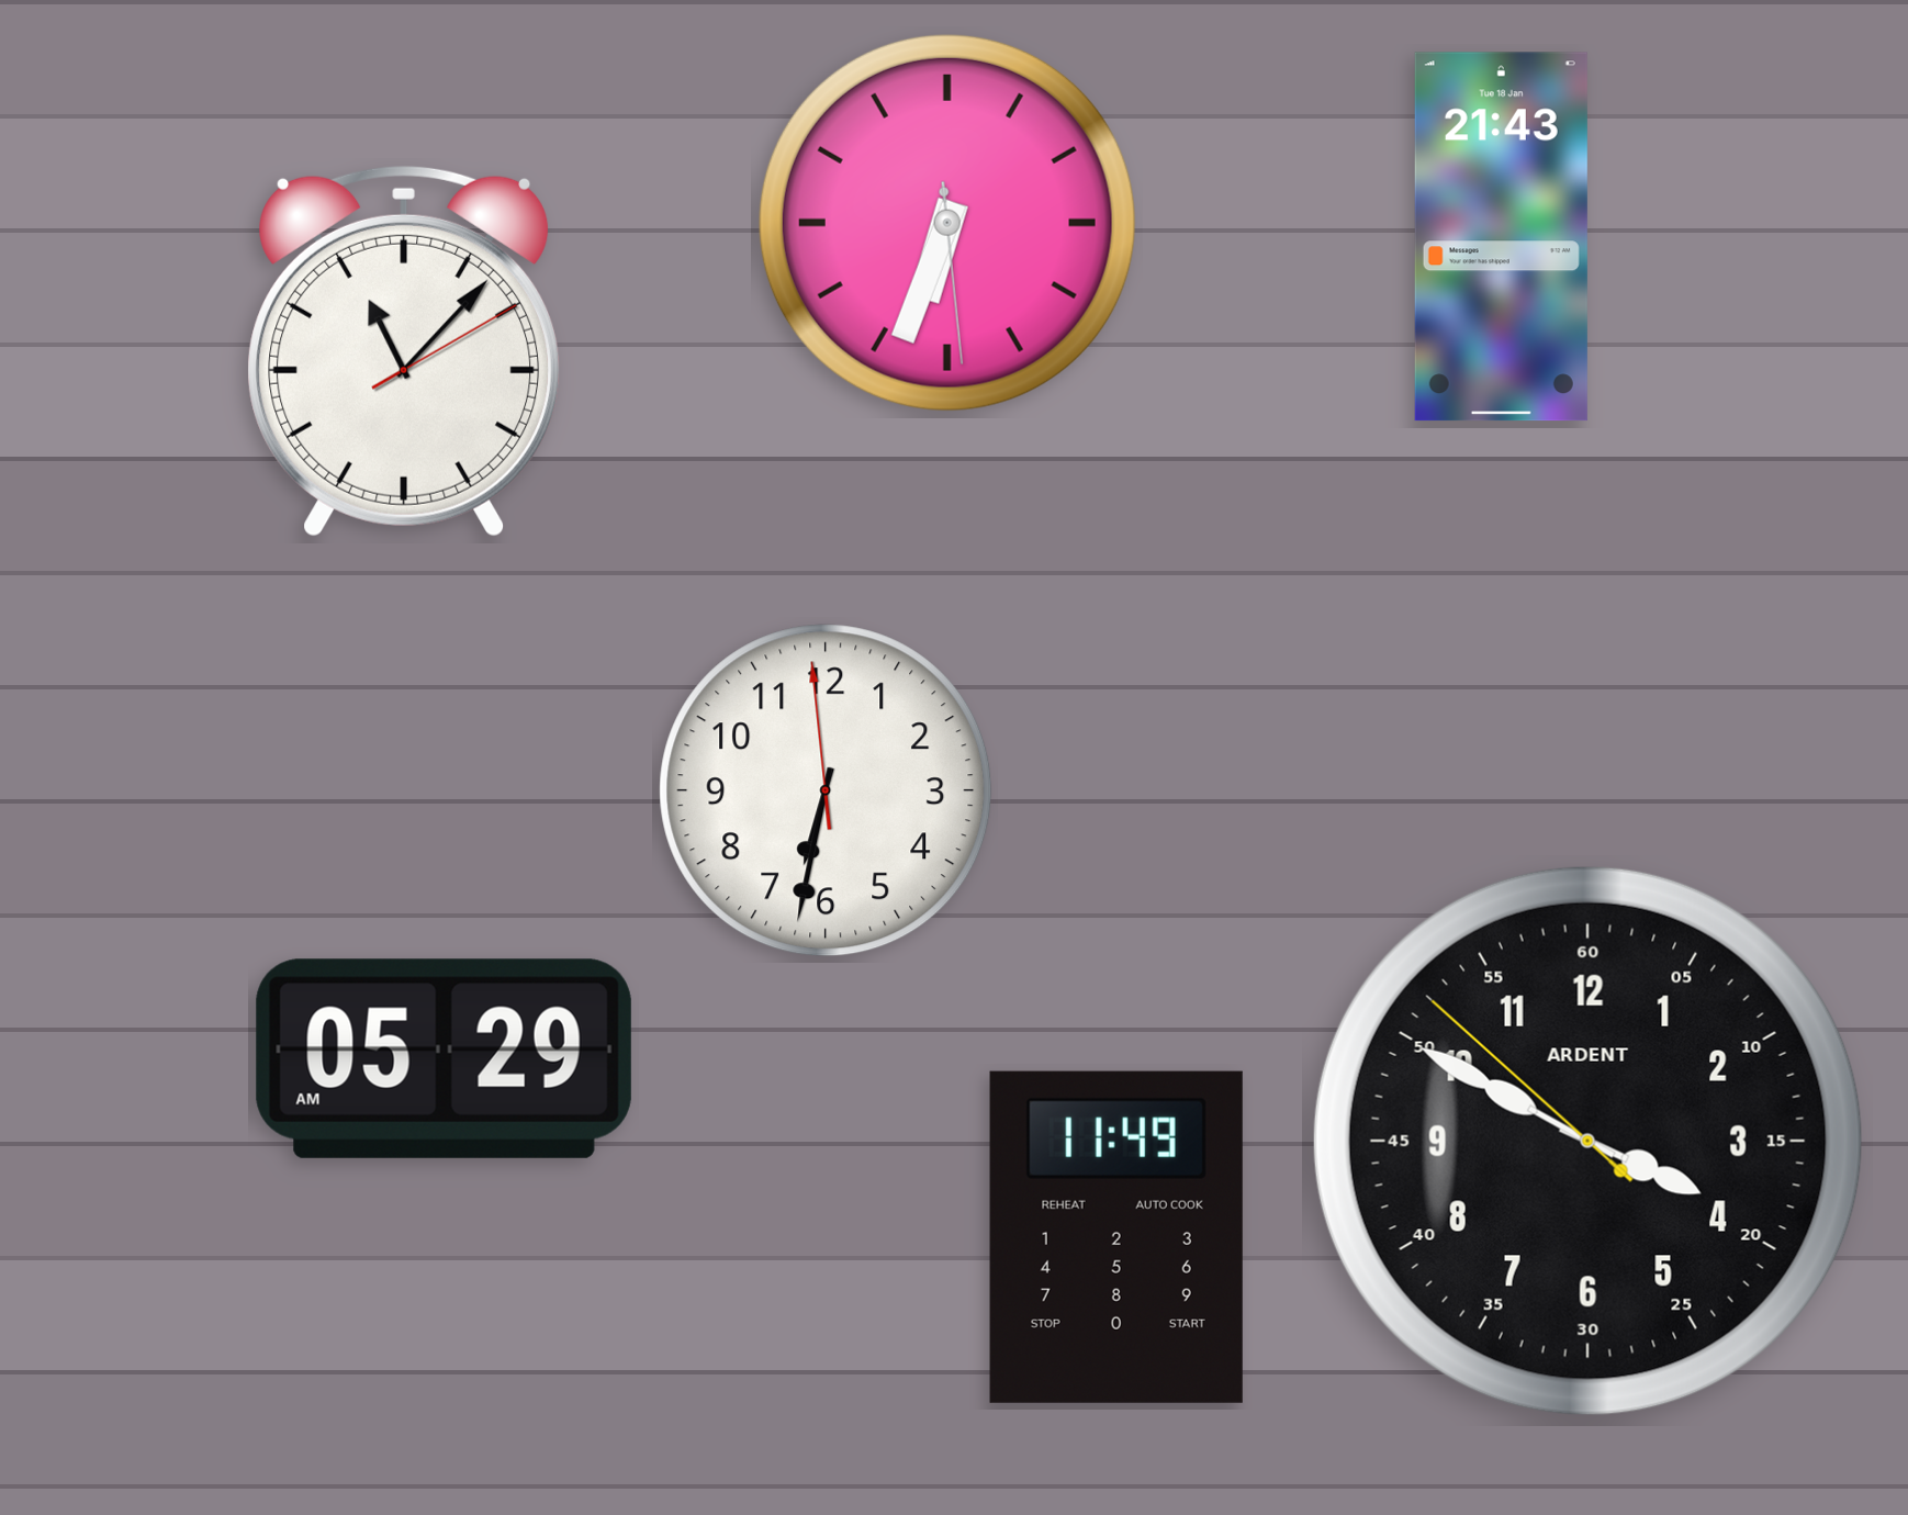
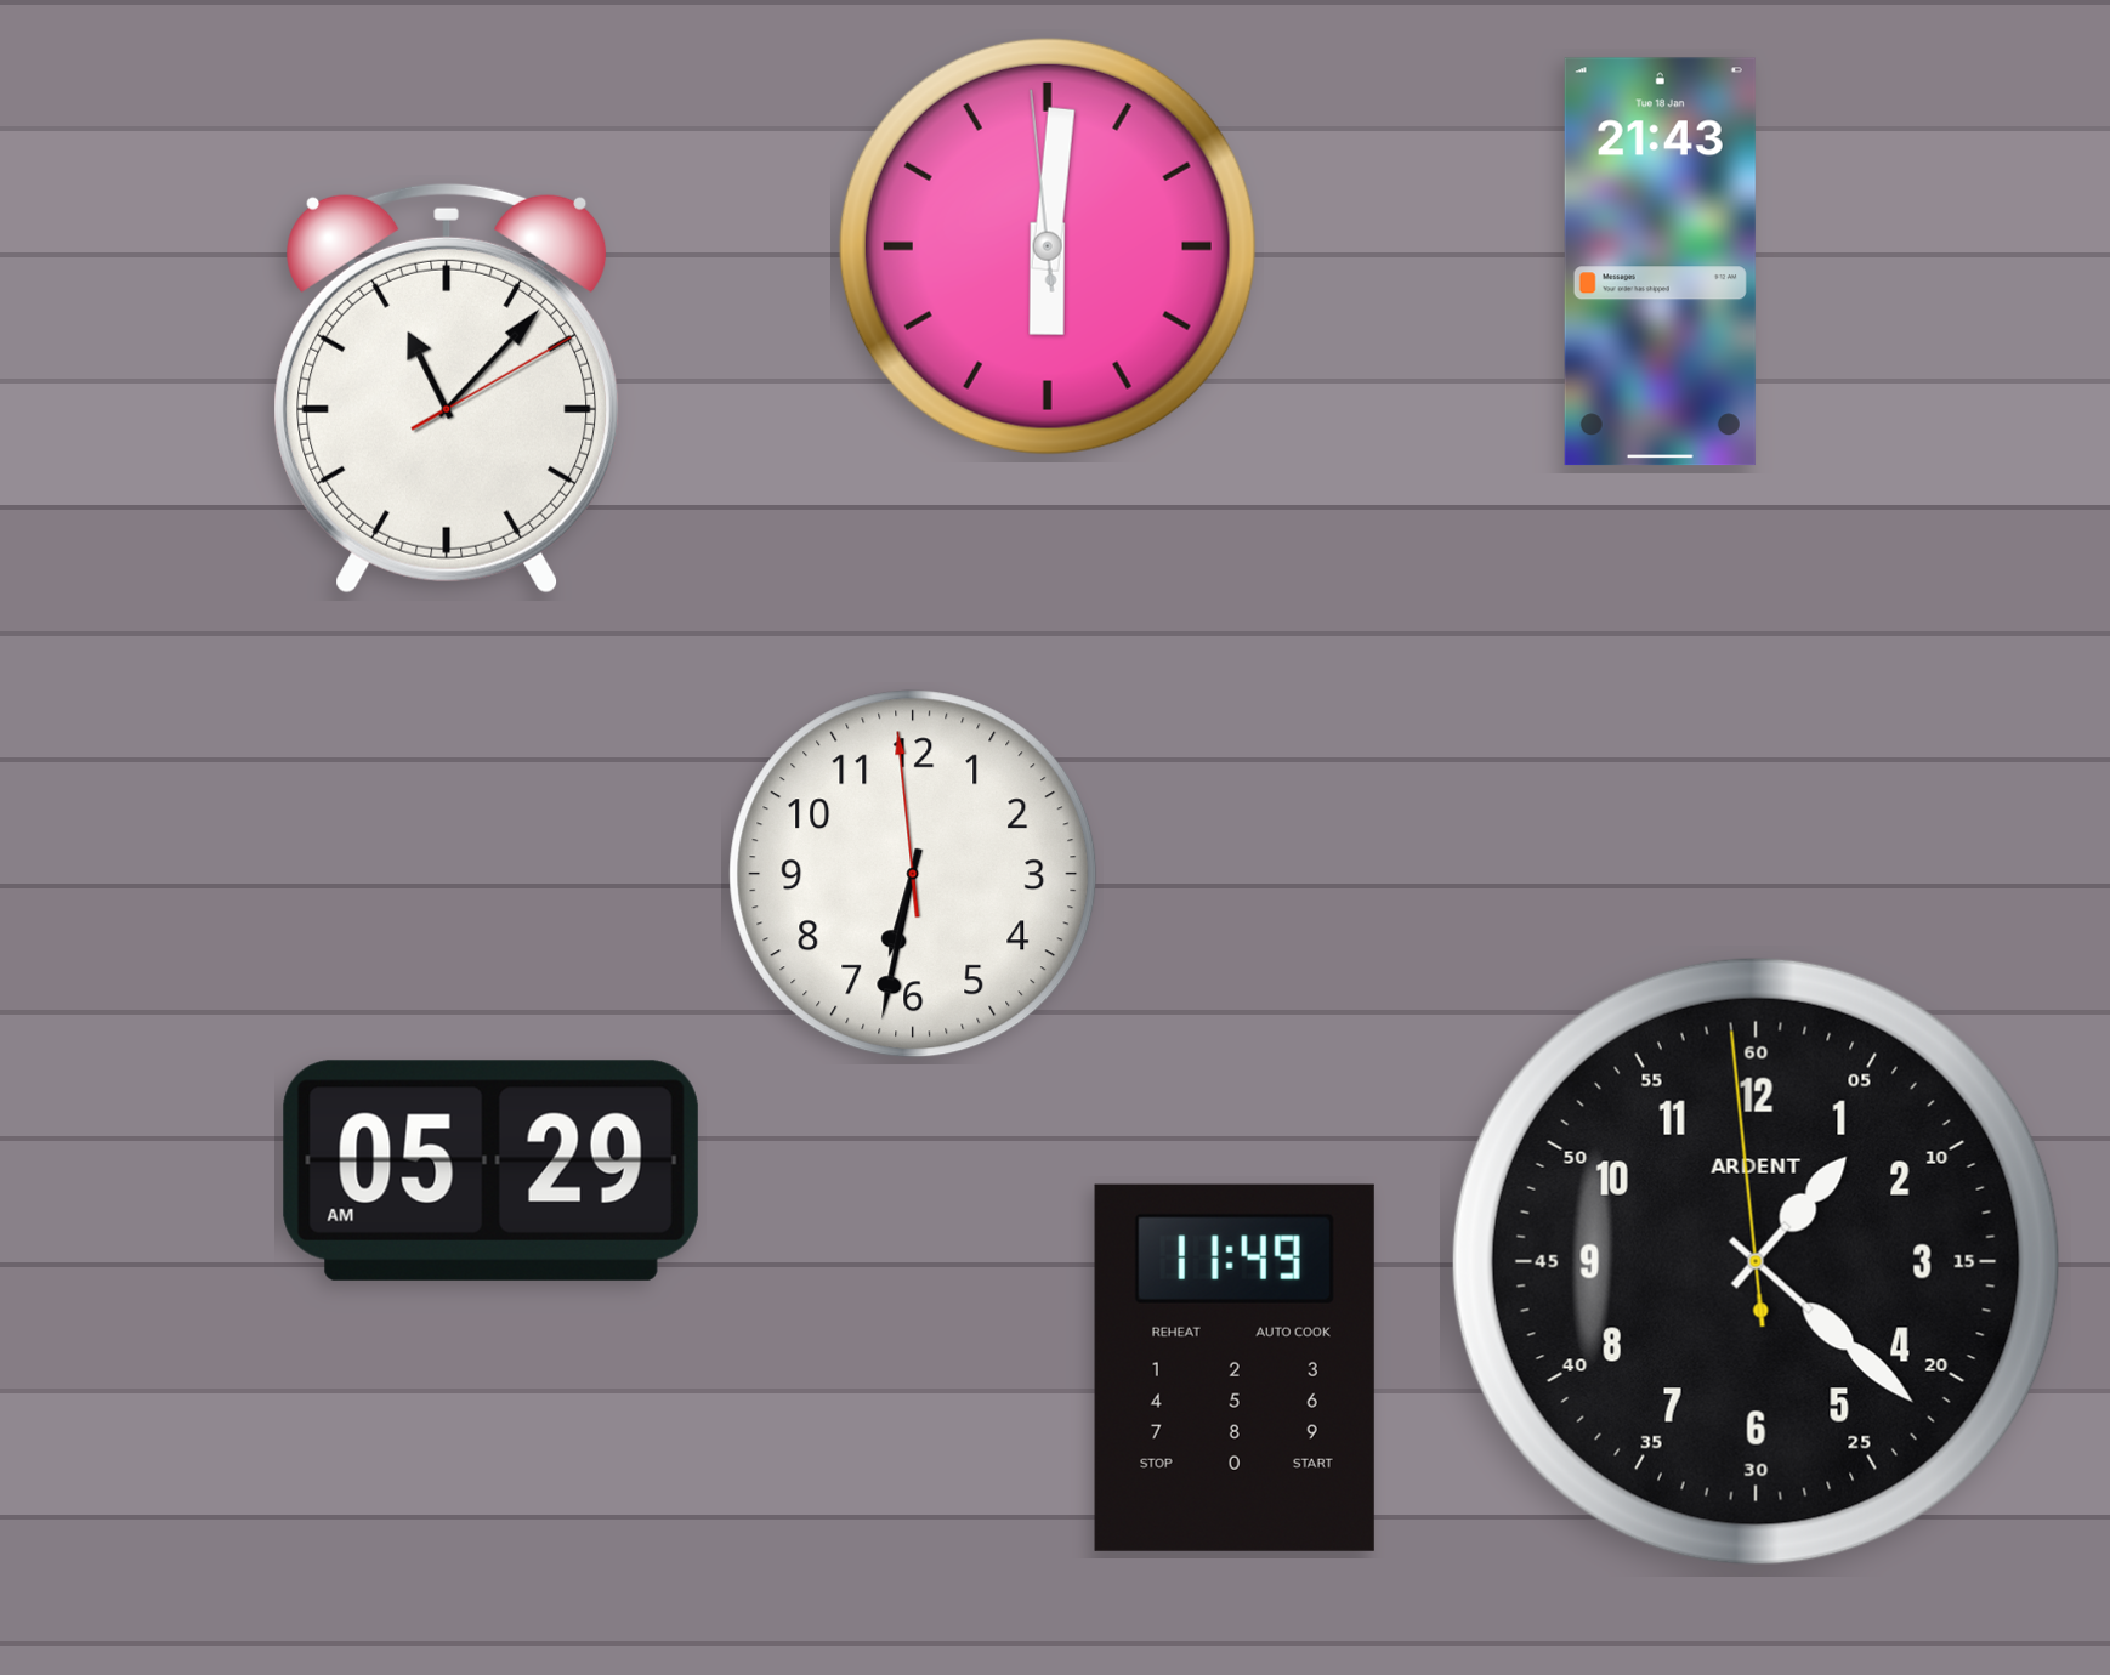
clock at (947, 223): 6:33 -> 6:00
clock at (1587, 1141): 3:49 -> 1:21
